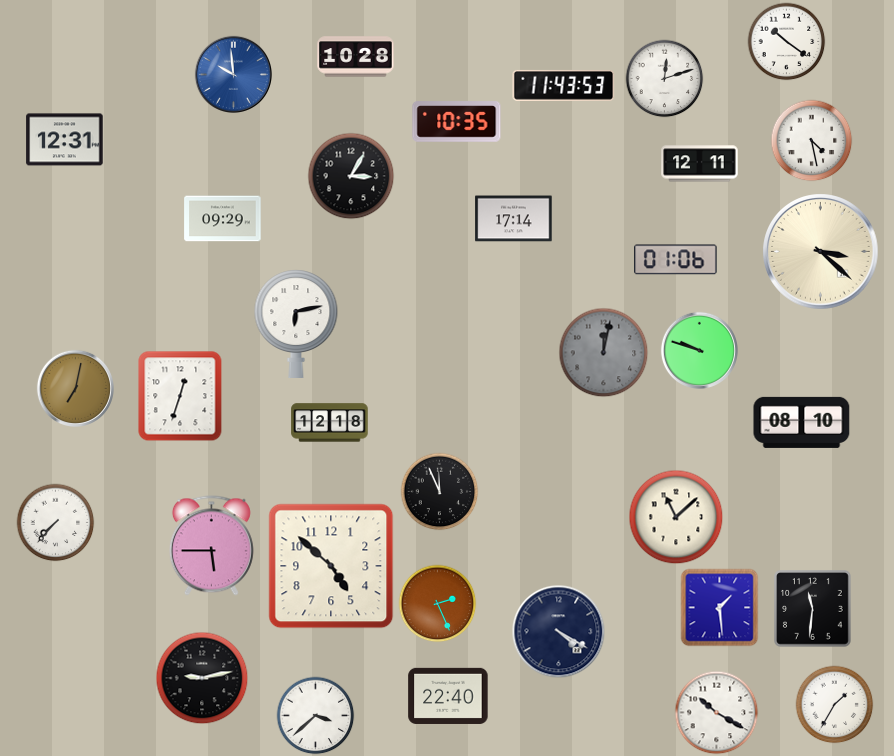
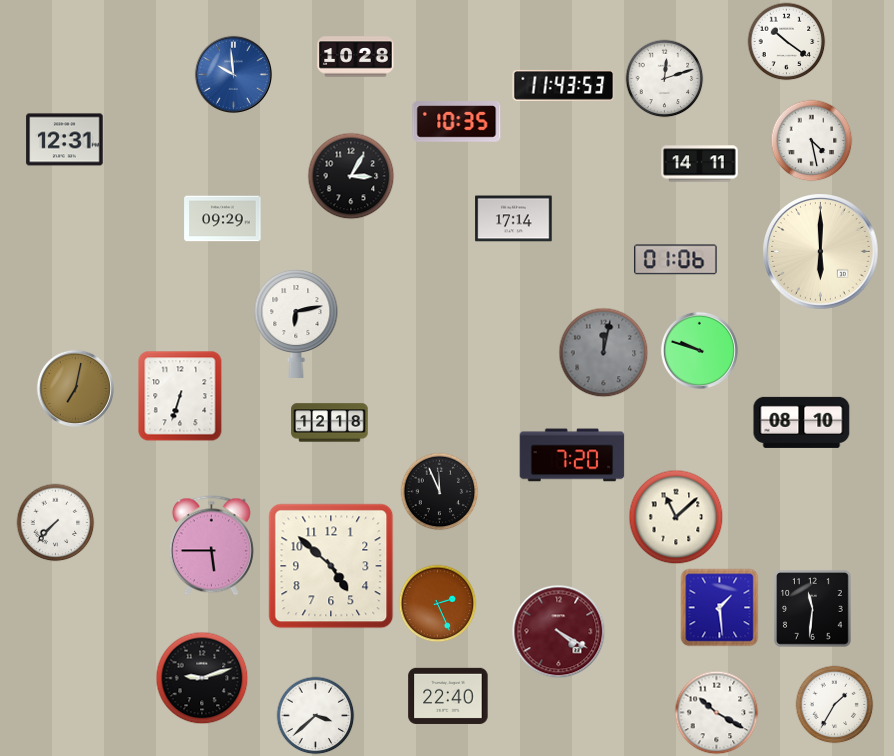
clock at (700, 164): 12:11 -> 14:11
clock at (821, 252): 3:22 -> 6:00
clock at (180, 396): 12:33 -> 6:33
clock at (572, 455): none -> 7:20
clock at (558, 631) dial: navy -> burgundy
clock at (202, 678): 9:13 -> 9:12
